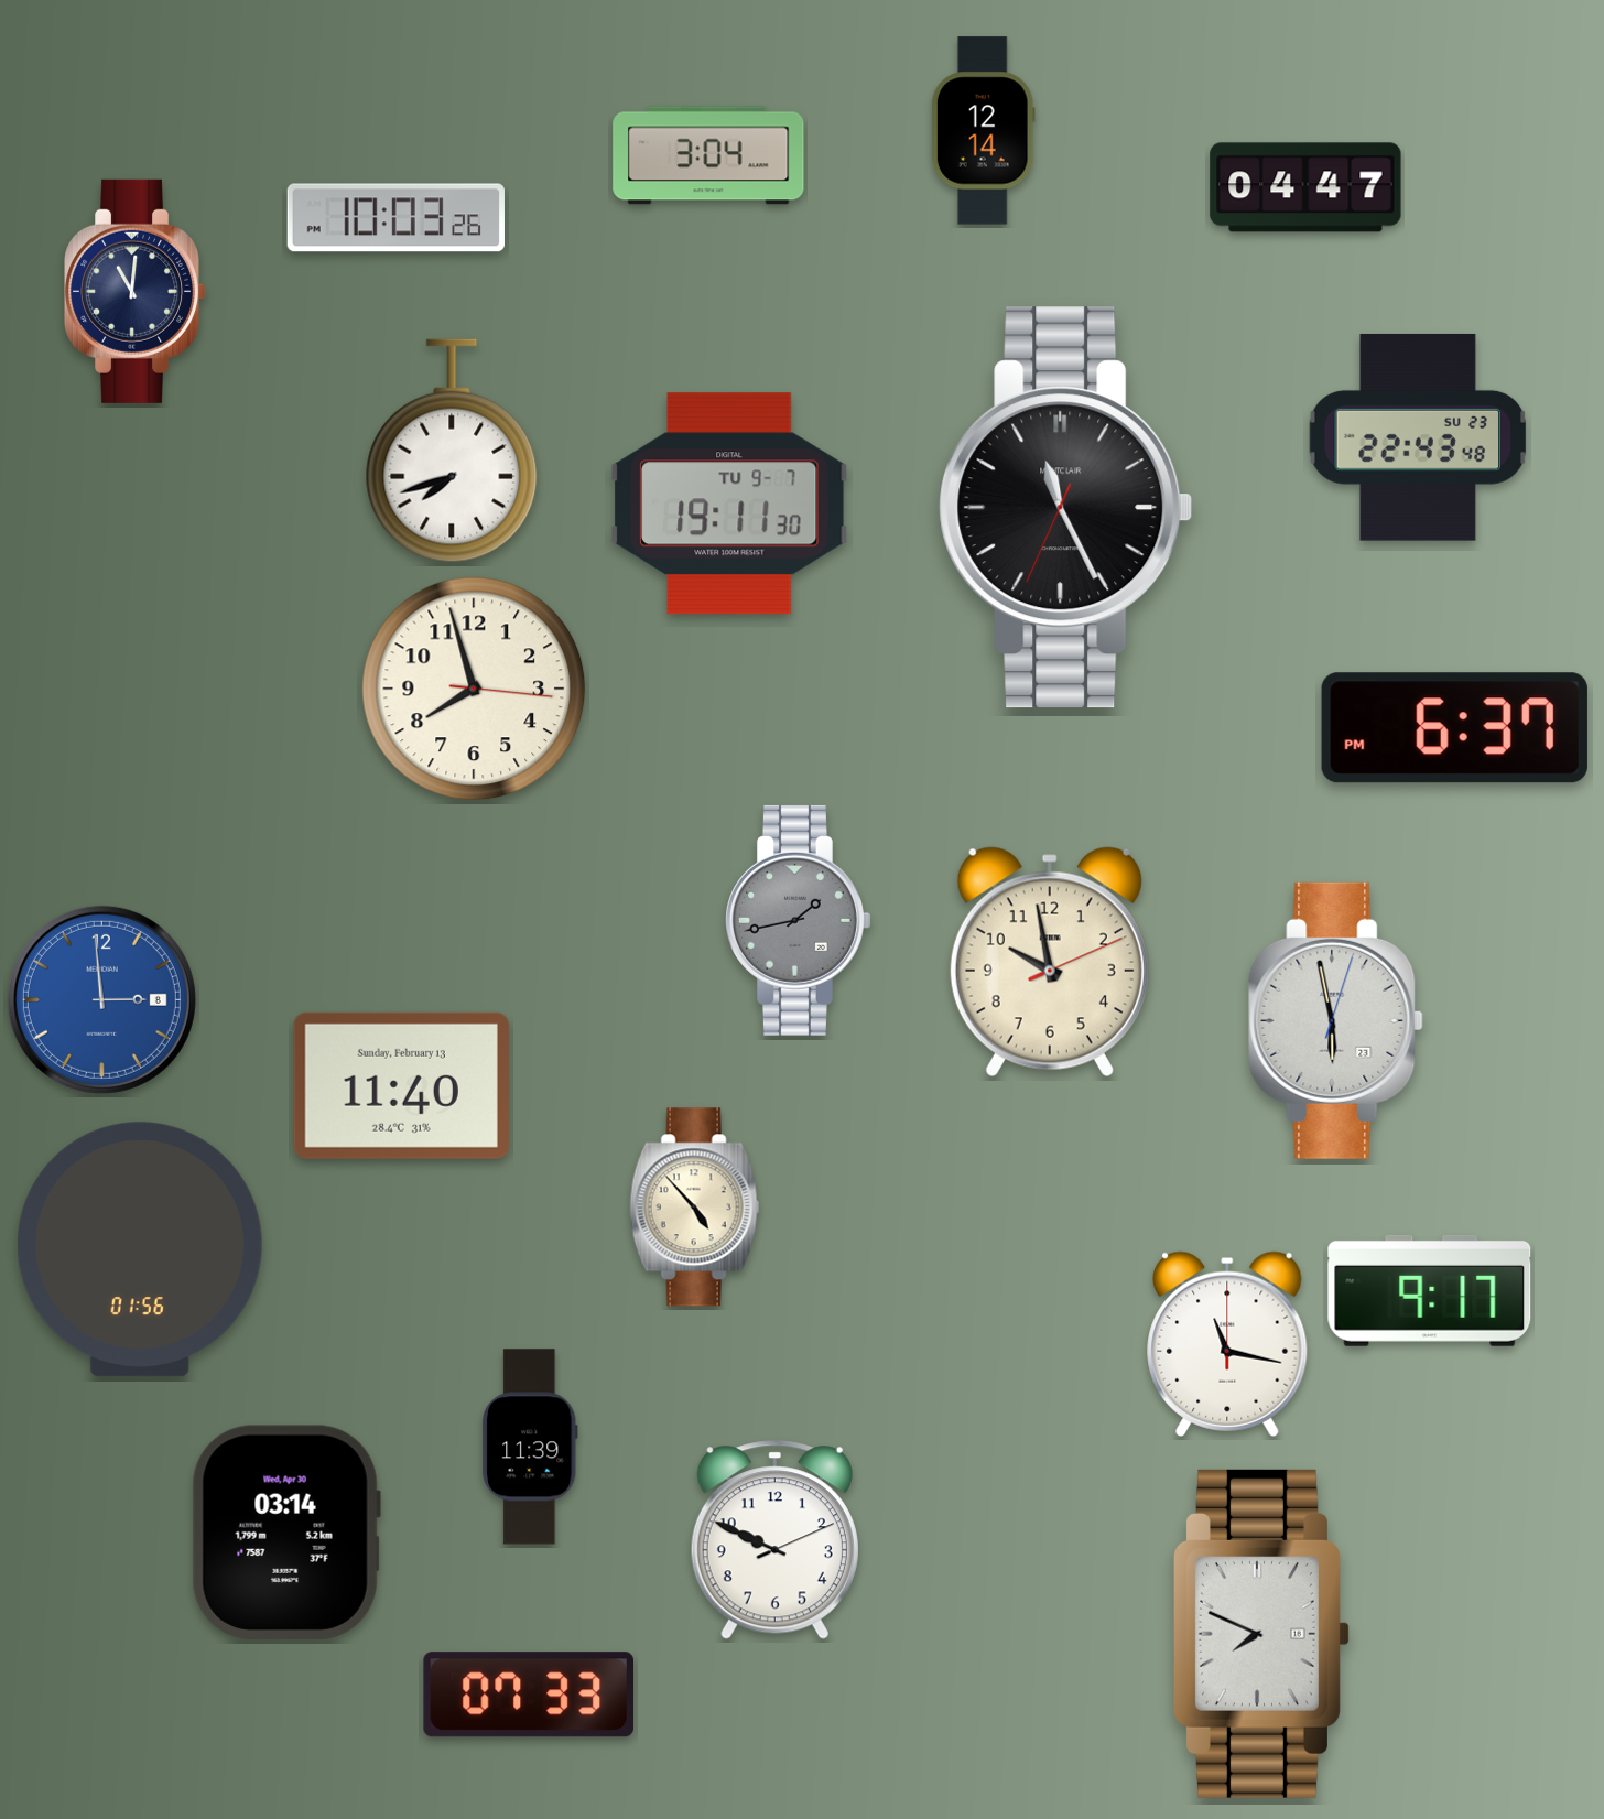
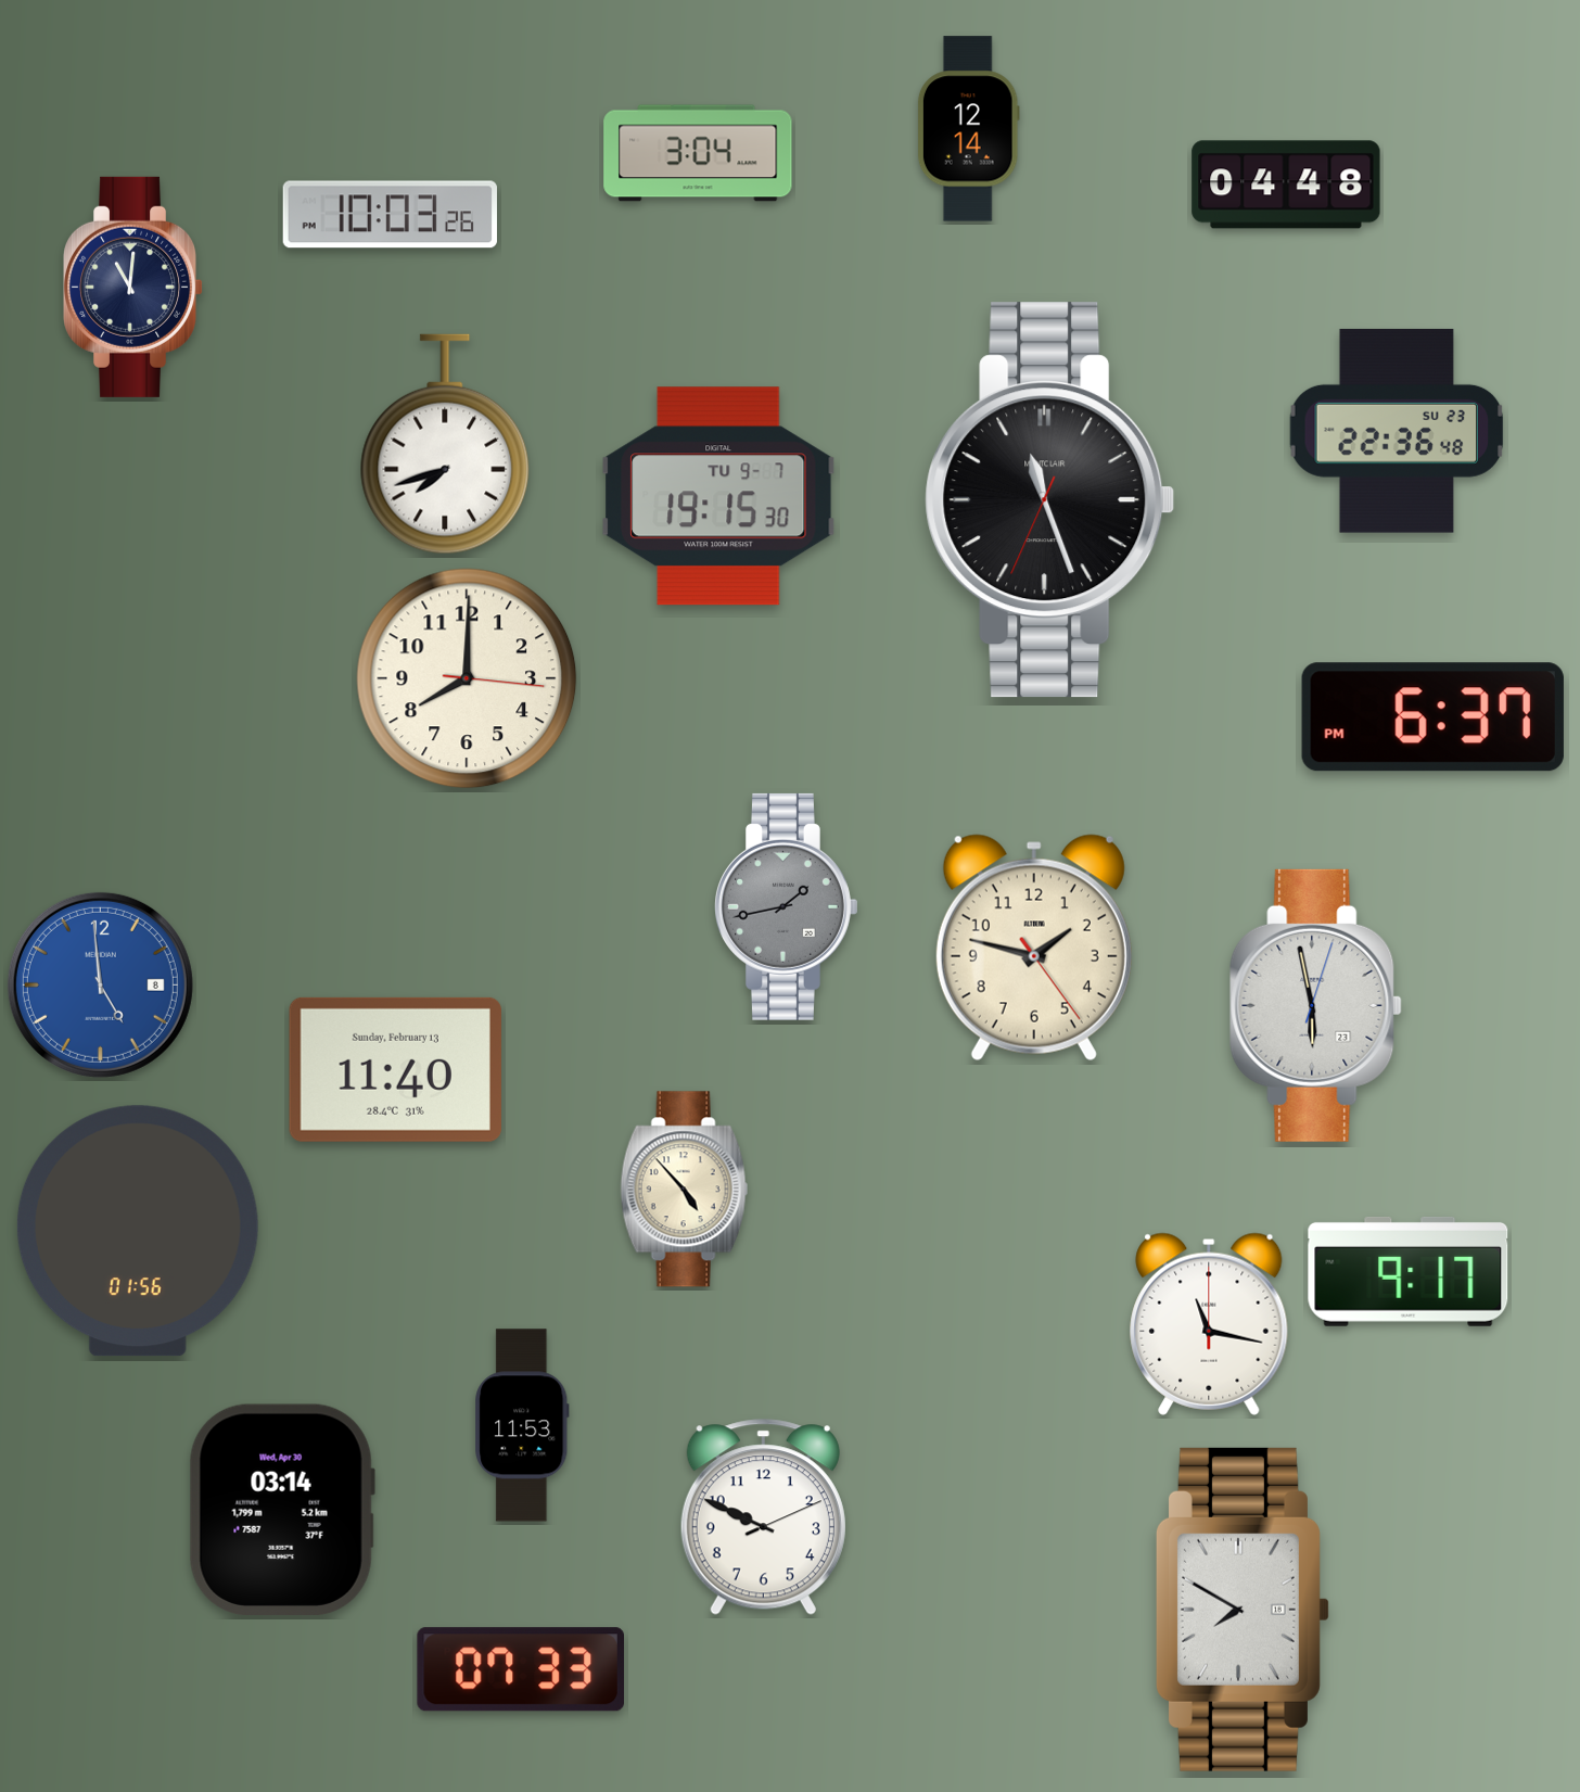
clock at (1305, 187): 04:47 -> 04:48
clock at (1418, 437): 22:43 -> 22:36
clock at (730, 504): 19:11 -> 19:15
clock at (1066, 508): 11:25 -> 11:26
clock at (474, 689): 7:57 -> 8:00
clock at (1050, 962): 9:58 -> 1:47
clock at (101, 999): 2:59 -> 4:59
clock at (530, 1447): 11:39 -> 11:53
clock at (1261, 1634): 7:49 -> 7:50
